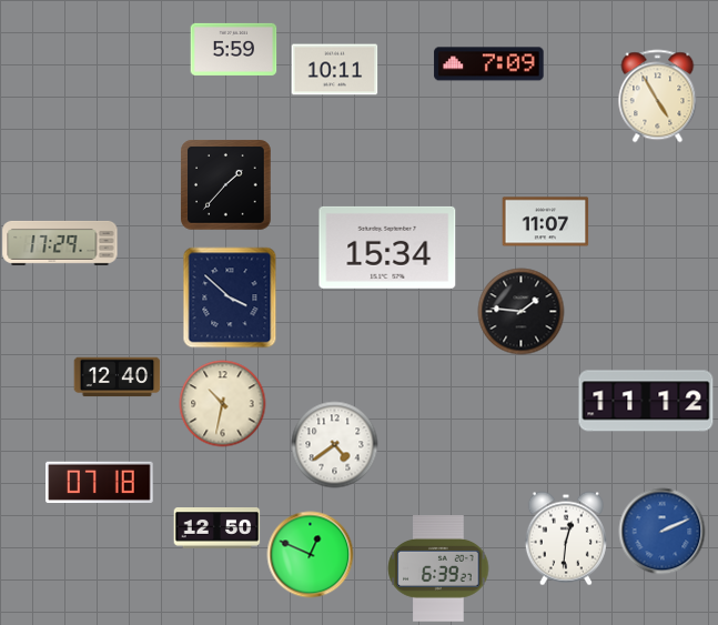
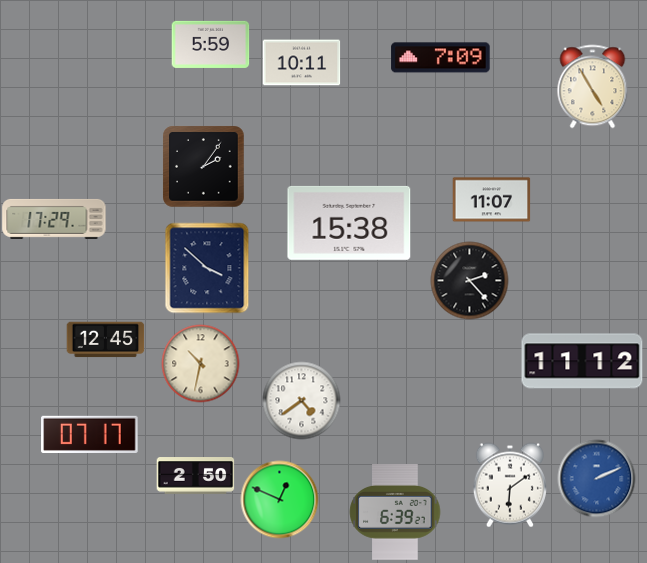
clock at (225, 184): 1:37 -> 2:06
clock at (387, 248): 15:34 -> 15:38
clock at (520, 311): 1:46 -> 2:23
clock at (117, 377): 12:40 -> 12:45
clock at (100, 482): 07:18 -> 07:17
clock at (216, 528): 12:50 -> 2:50
clock at (566, 538): 12:31 -> 6:09
